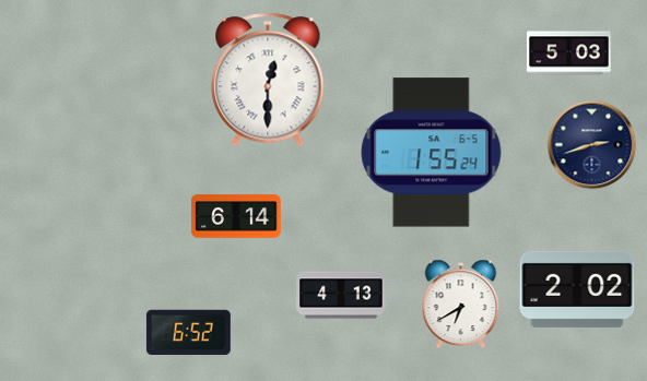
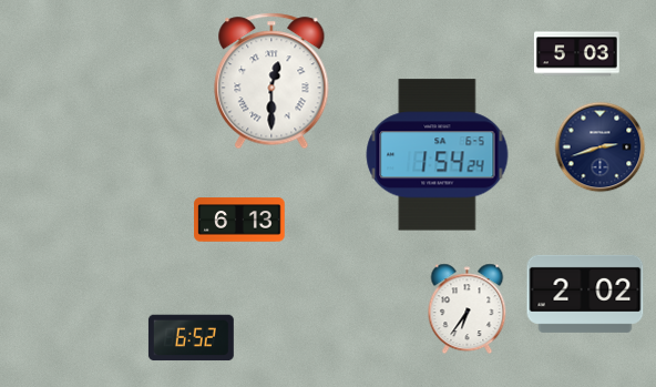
clock at (432, 153): 1:55 -> 1:54
clock at (236, 216): 6:14 -> 6:13
clock at (341, 295): 4:13 -> none
clock at (461, 303): 6:40 -> 6:36
